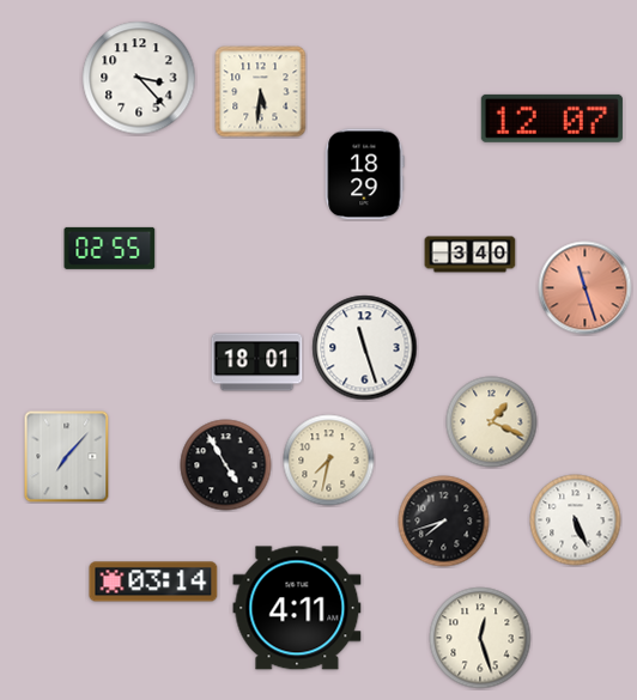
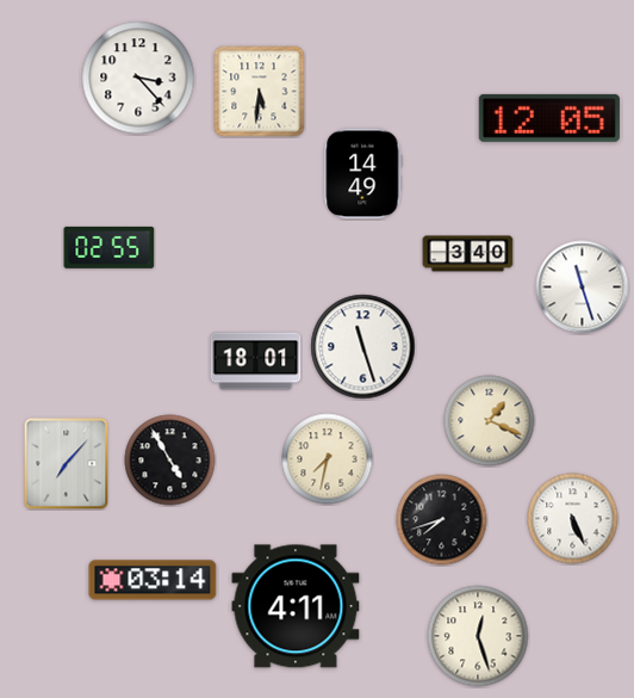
clock at (552, 118): 12:07 -> 12:05
clock at (365, 175): 18:29 -> 14:49
clock at (586, 288) dial: salmon -> white
clock at (67, 457) position: (67, 457) -> (67, 464)
clock at (226, 465) position: (226, 465) -> (170, 461)
